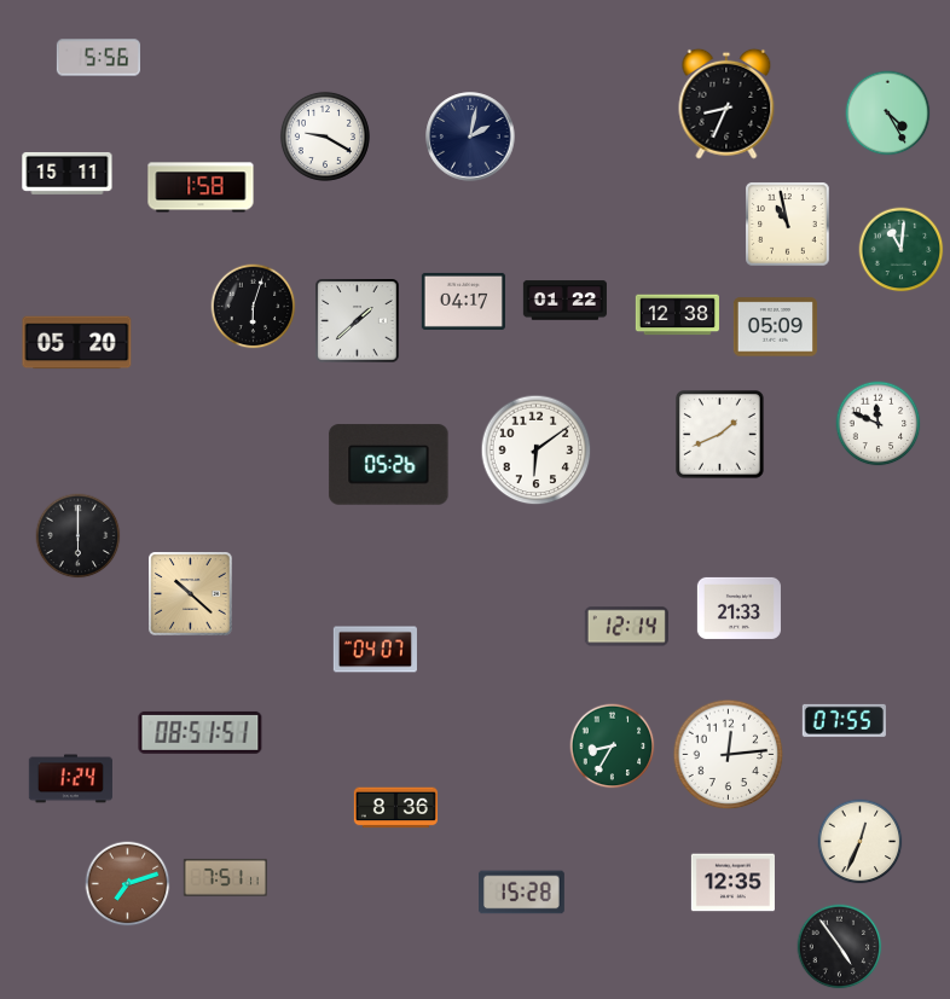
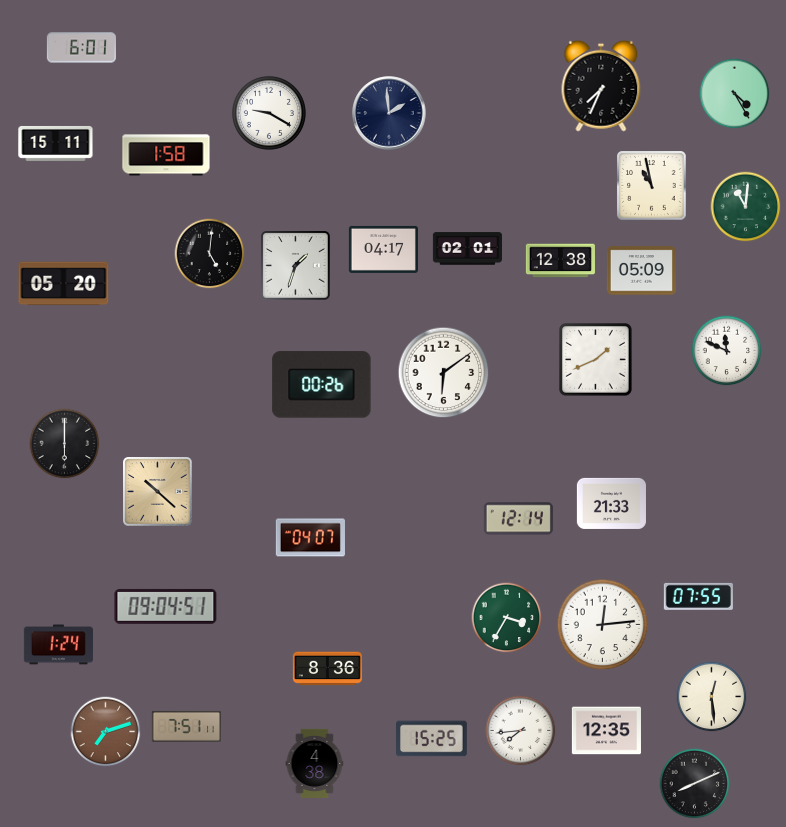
clock at (98, 58): 5:56 -> 6:01
clock at (726, 104): 8:34 -> 7:34
clock at (470, 137): 2:02 -> 1:59
clock at (564, 301): 01:22 -> 02:01
clock at (254, 307): 6:03 -> 5:01
clock at (358, 321): 1:38 -> 1:33
clock at (389, 465): 05:26 -> 00:26
clock at (201, 732): 08:51 -> 09:04
clock at (613, 747): 8:35 -> 3:35
clock at (861, 842): 12:34 -> 12:29
clock at (521, 731): none -> 7:44
clock at (522, 893): 15:28 -> 15:25
clock at (315, 763): none -> 4:38
clock at (840, 947): 4:54 -> 8:11
